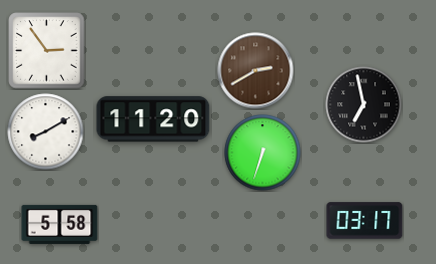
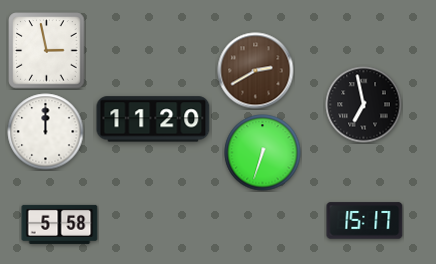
clock at (47, 51): 2:54 -> 2:58
clock at (46, 132): 8:10 -> 12:00
clock at (365, 221): 03:17 -> 15:17
